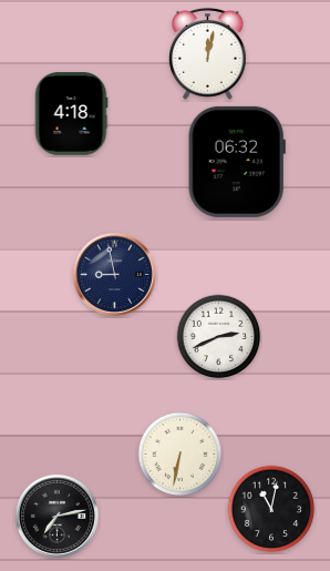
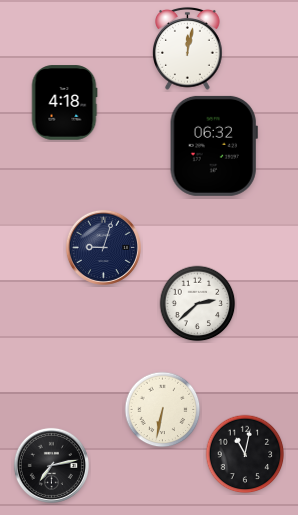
clock at (114, 274): 8:58 -> 9:03
clock at (219, 337): 2:41 -> 2:38
clock at (271, 509) position: (271, 509) -> (245, 454)
